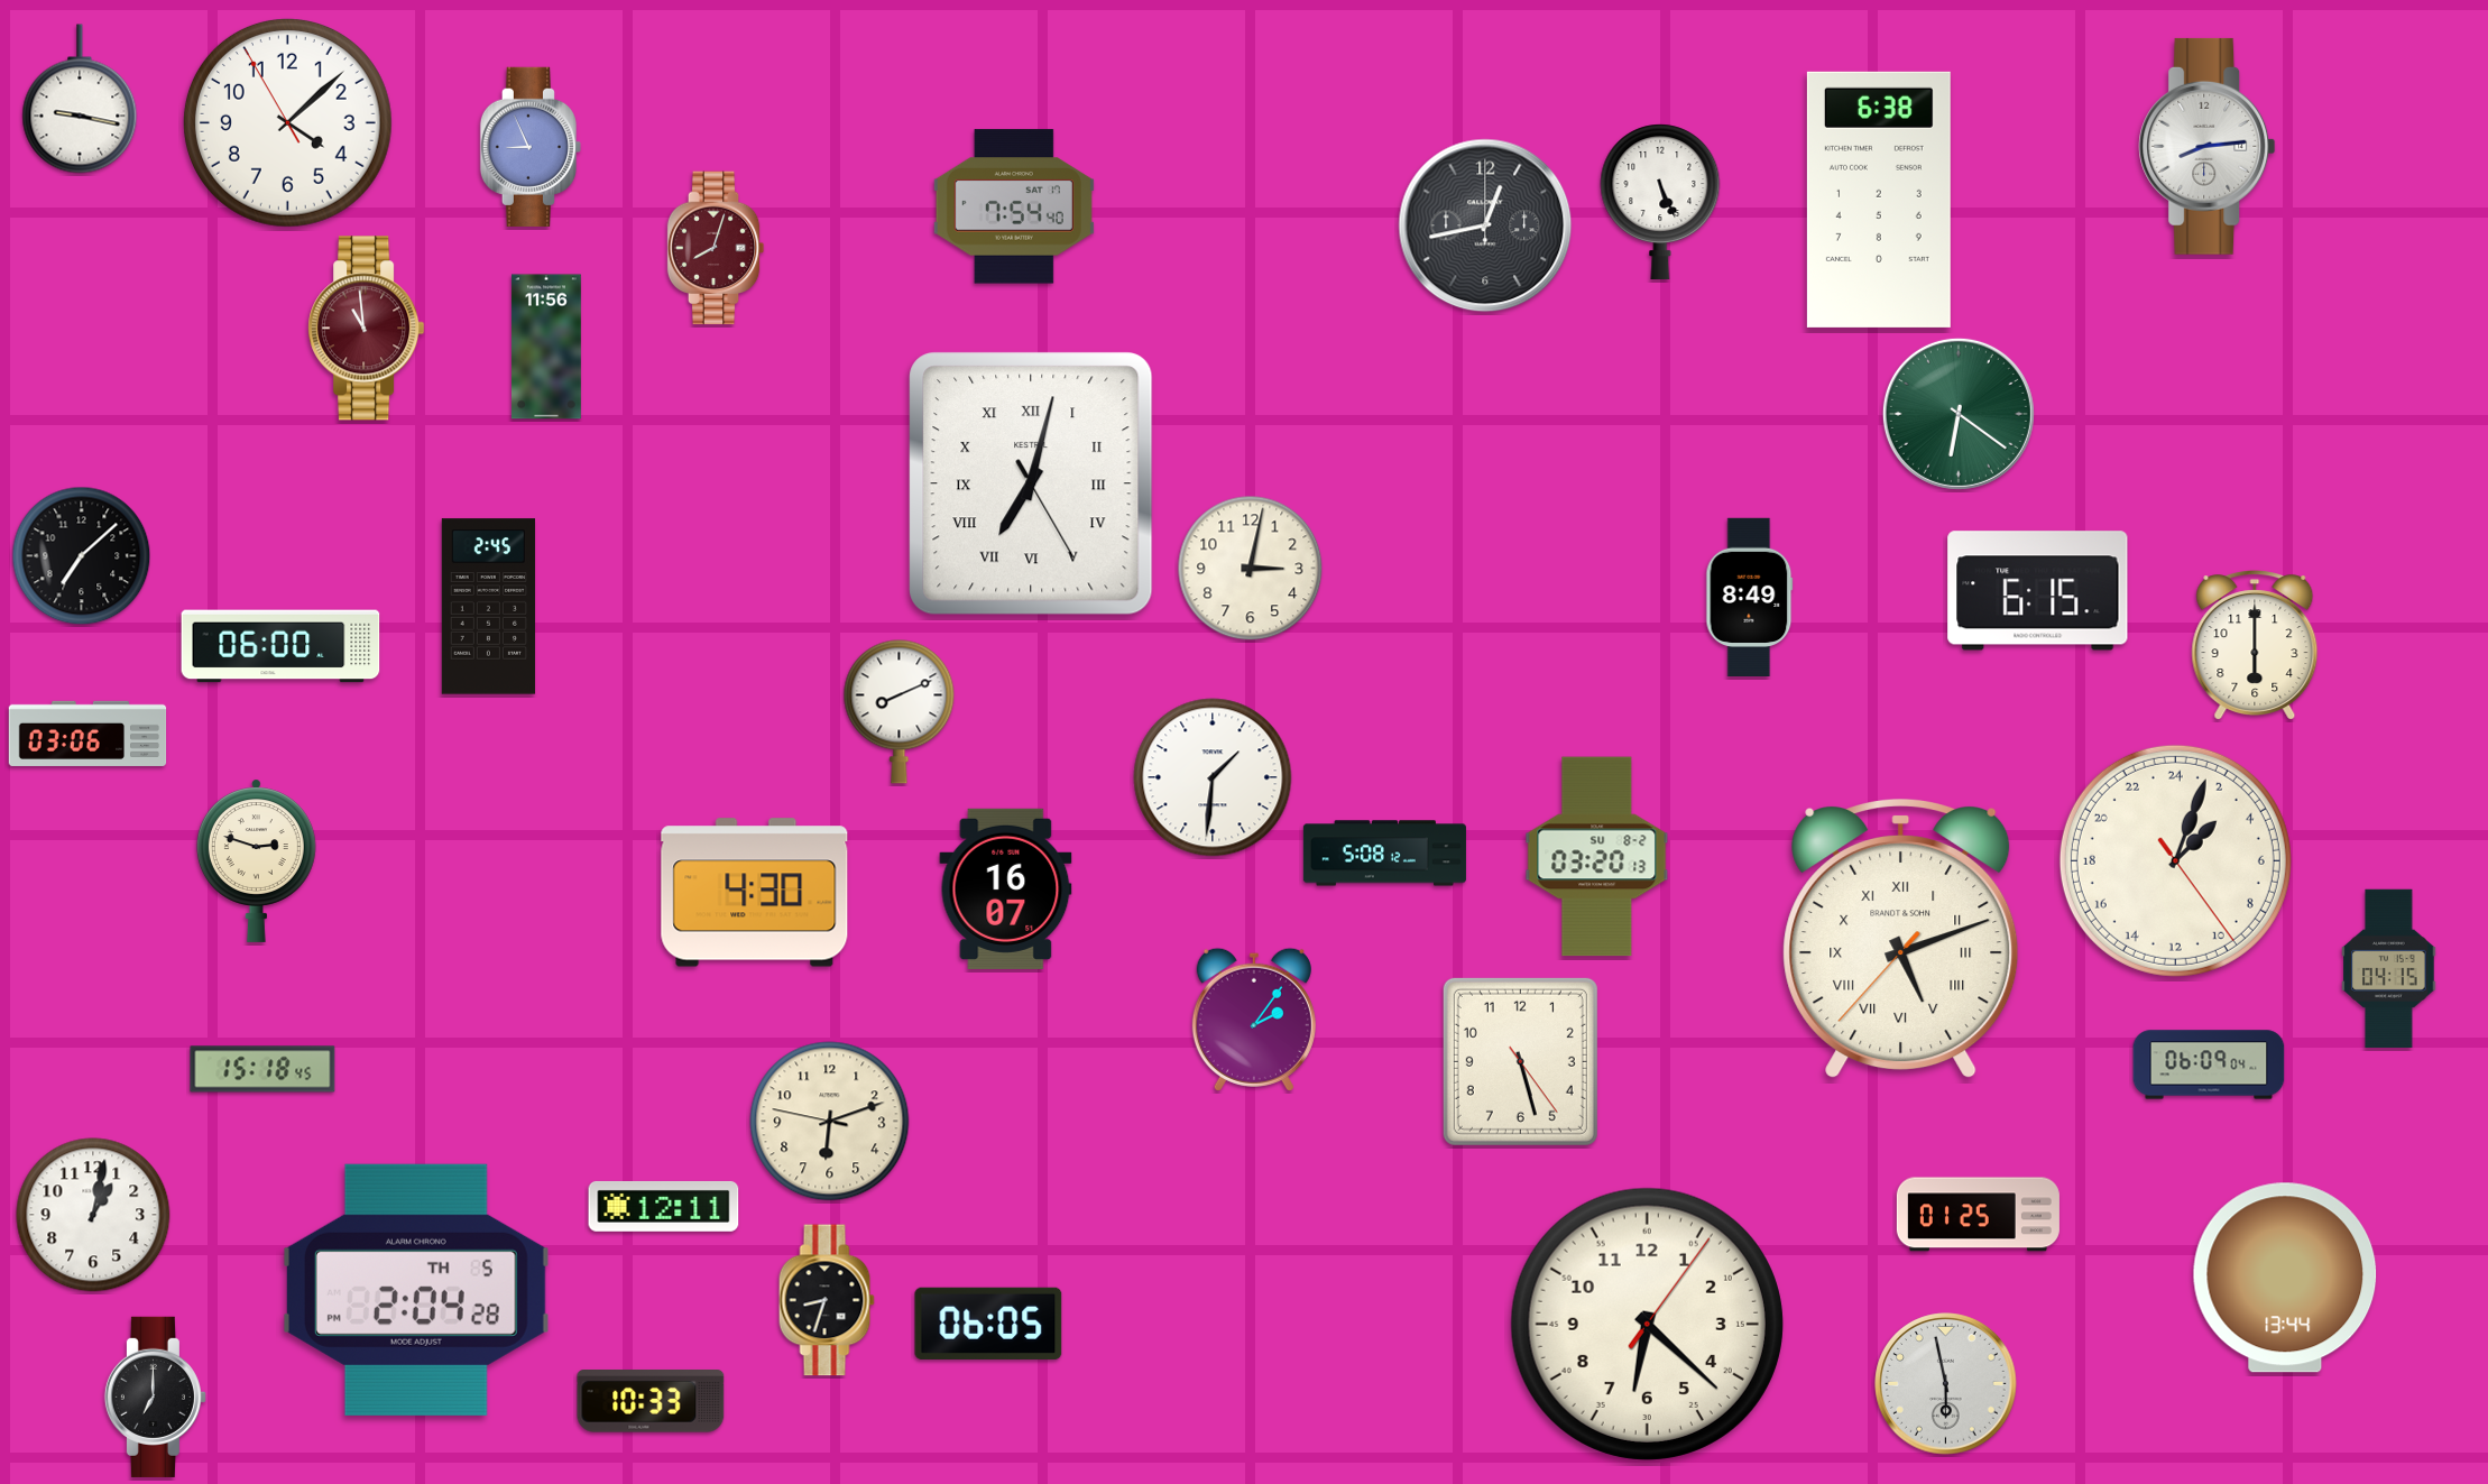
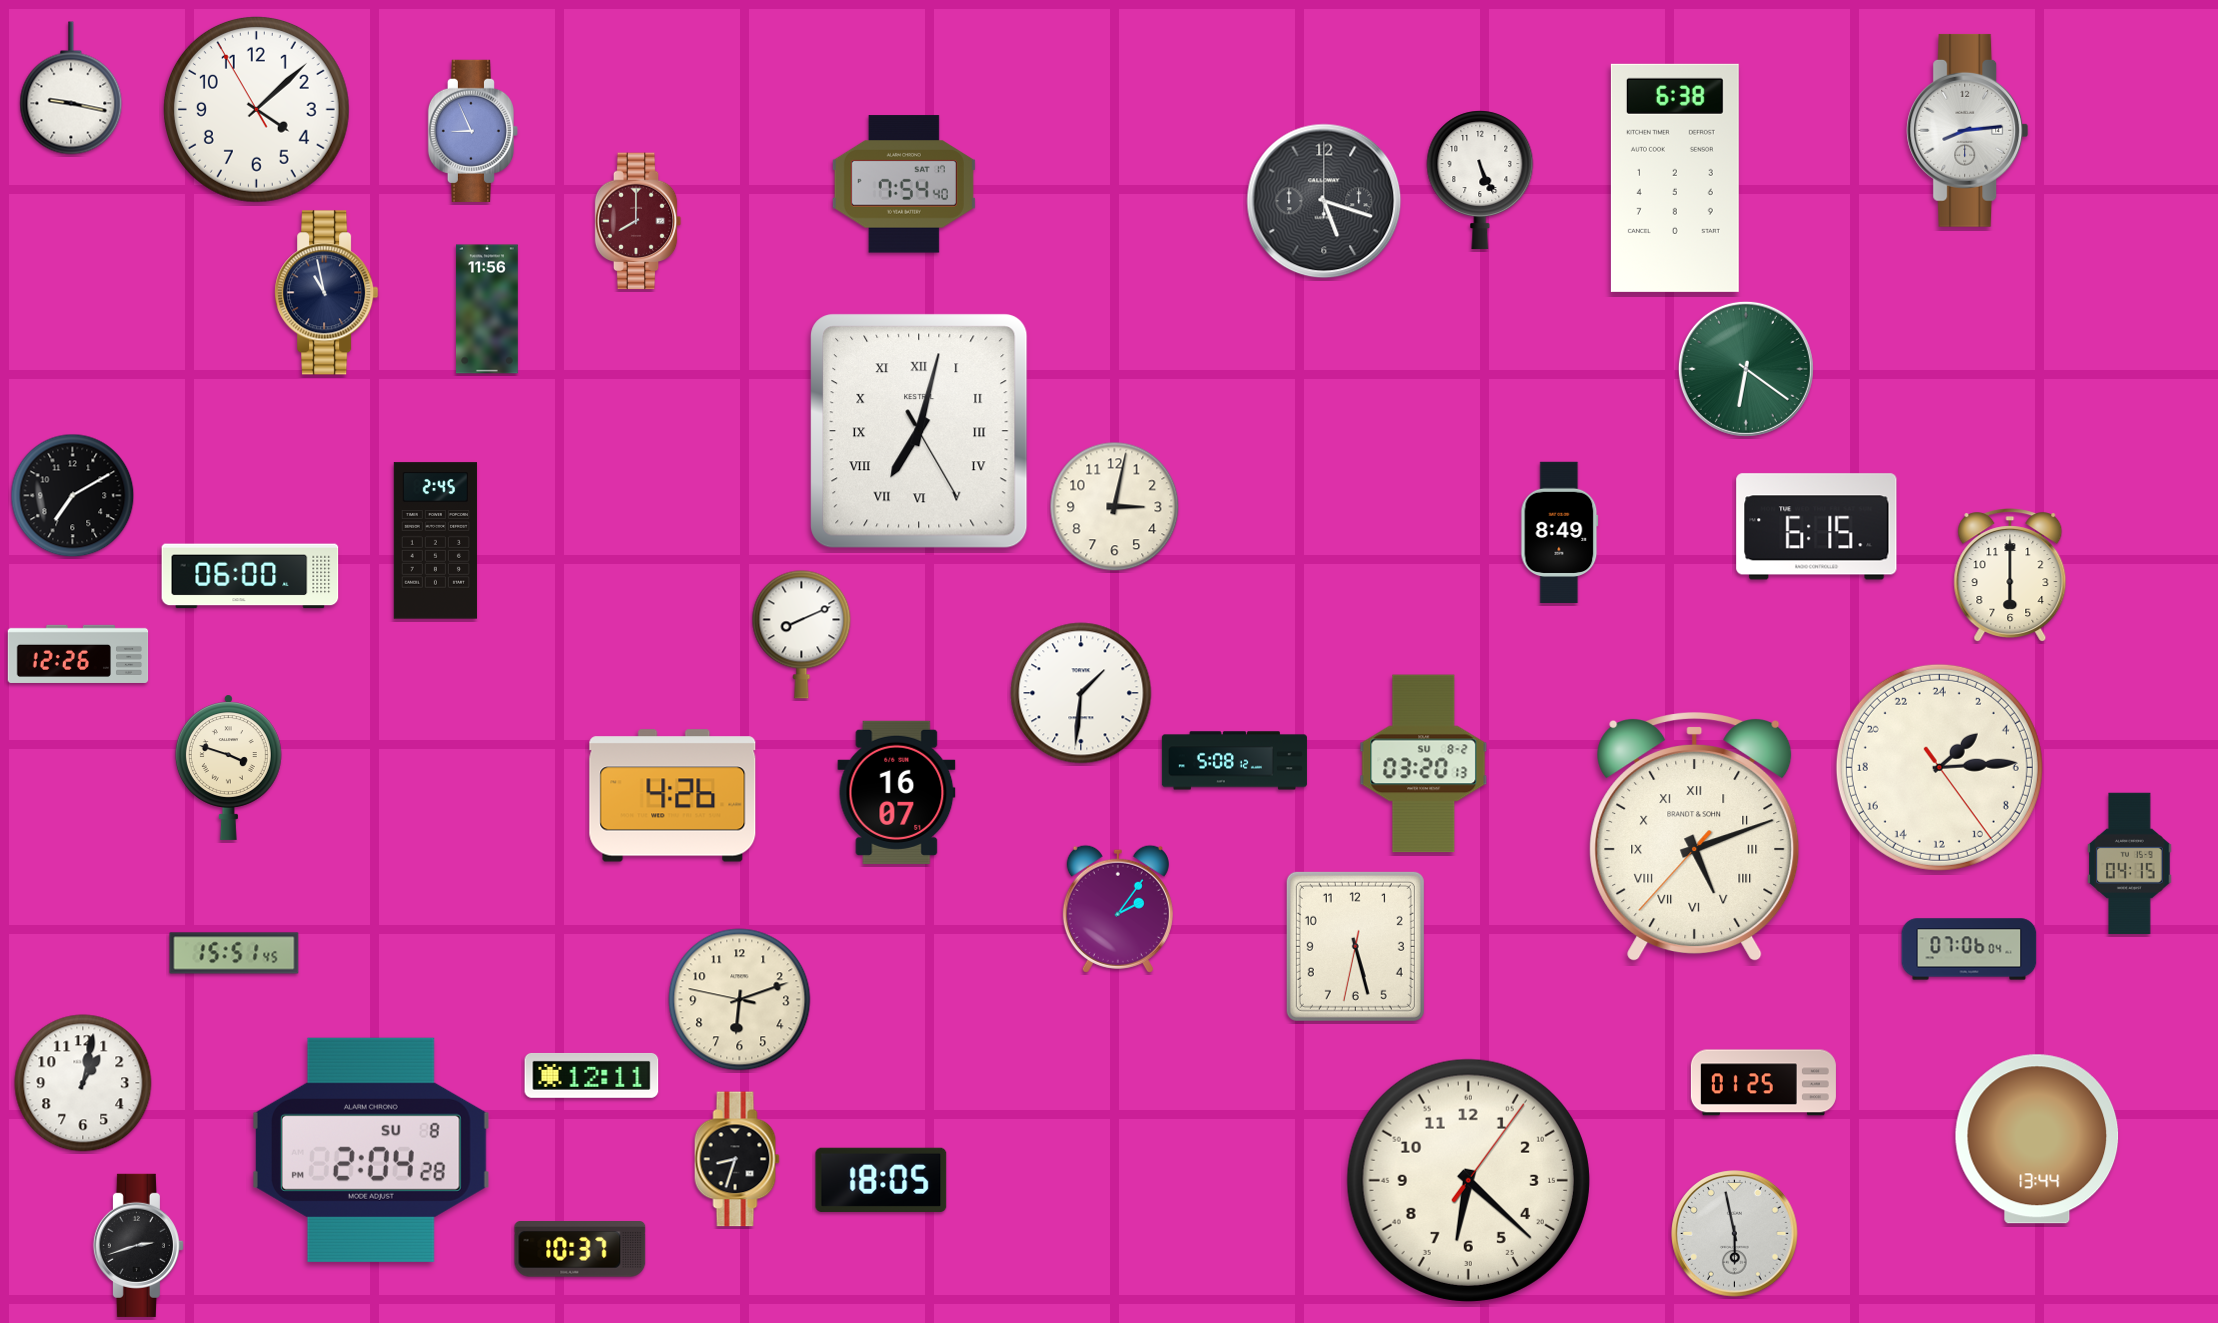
clock at (1485, 225): 12:43 -> 5:18
clock at (716, 248): 8:03 -> 8:00
clock at (367, 329): 10:59 -> 10:58
clock at (367, 329) dial: burgundy -> navy
clock at (82, 556): 7:08 -> 7:10
clock at (87, 734): 03:06 -> 12:26
clock at (256, 860): 2:48 -> 3:48
clock at (2175, 860): 3:03 -> 3:14
clock at (755, 893): 4:30 -> 4:26
clock at (1520, 1061): 5:27:24 -> 5:27:32
clock at (2209, 1064): 06:09 -> 07:06
clock at (262, 1069): 15:18 -> 15:51
clock at (416, 1290) date: TH 5 -> SU 8
clock at (988, 1324): 06:05 -> 18:05
clock at (155, 1397): 7:00 -> 2:42
clock at (651, 1402): 10:33 -> 10:37
